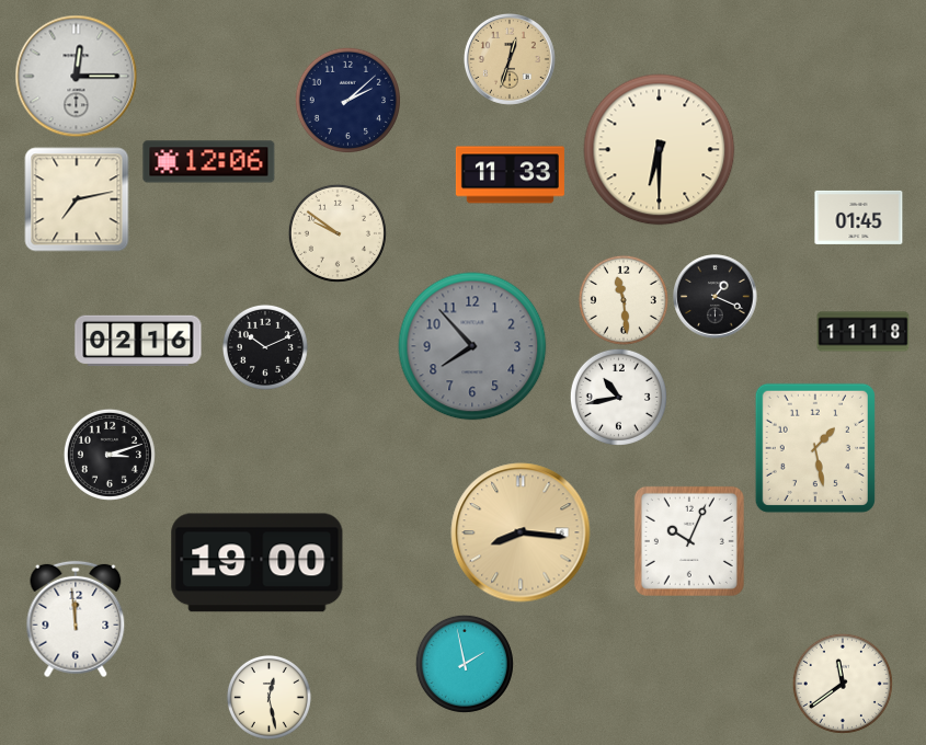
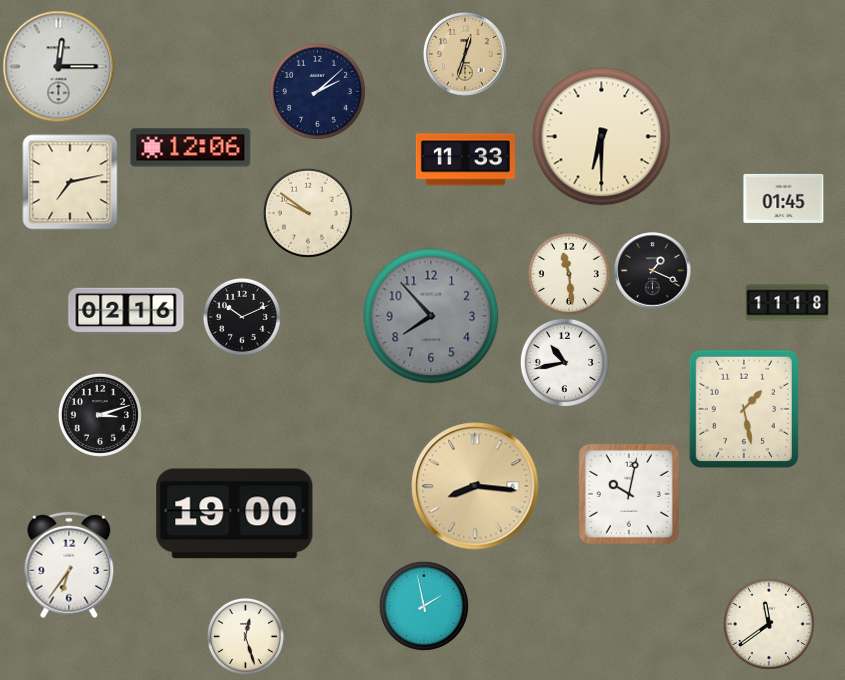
clock at (77, 77) position: (77, 77) -> (59, 67)
clock at (689, 541): 10:04 -> 10:02
clock at (76, 619): 11:59 -> 6:36
clock at (268, 697): 12:28 -> 12:27
